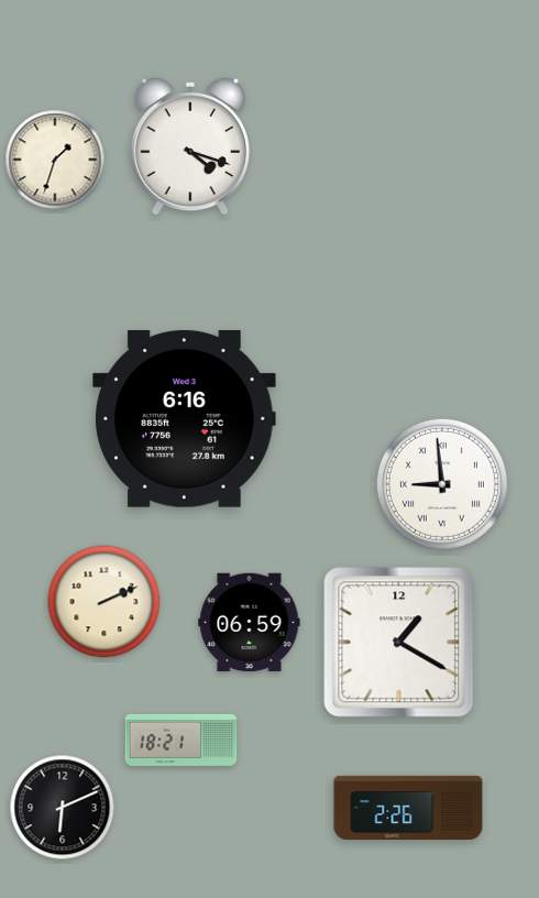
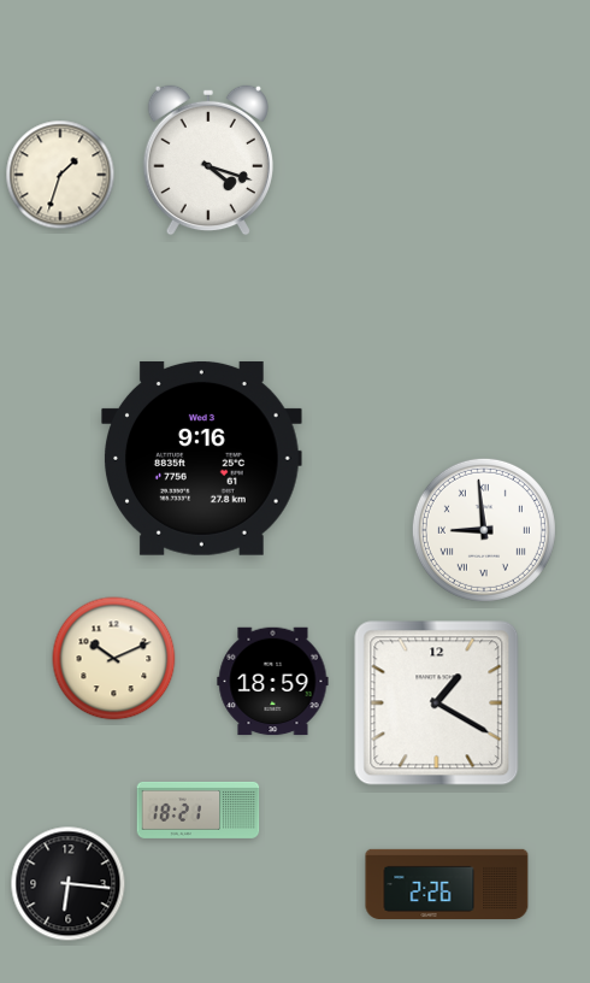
clock at (185, 418): 6:16 -> 9:16
clock at (105, 602): 2:11 -> 10:11
clock at (250, 623): 06:59 -> 18:59
clock at (63, 808): 6:11 -> 6:16
